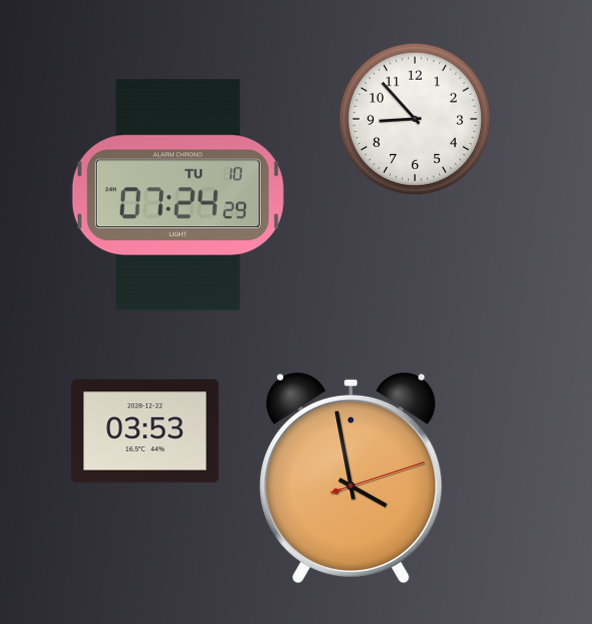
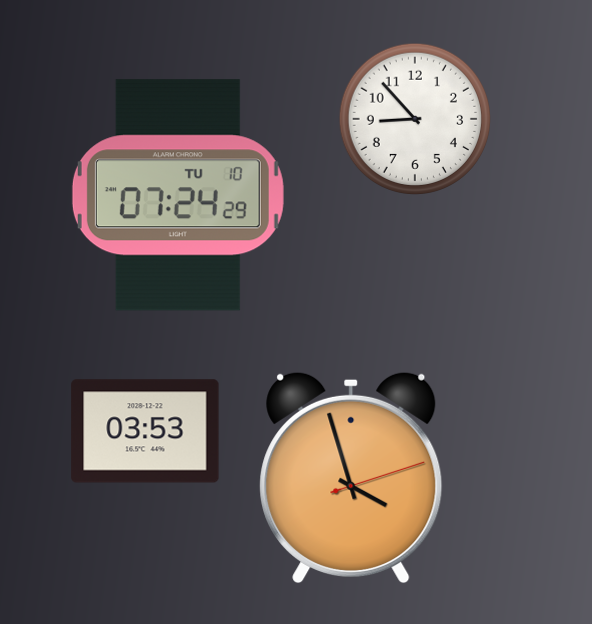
clock at (351, 478): 3:58 -> 3:57
